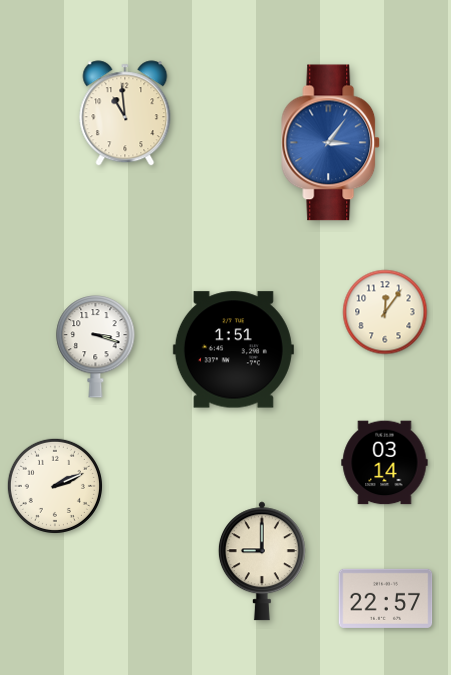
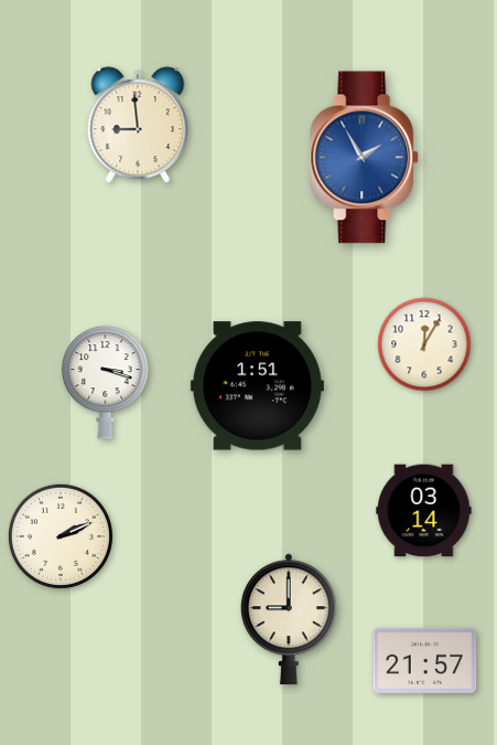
clock at (125, 113): 10:59 -> 8:59
clock at (331, 143): 3:06 -> 1:55
clock at (385, 312): 12:06 -> 12:05
clock at (386, 598): 22:57 -> 21:57
